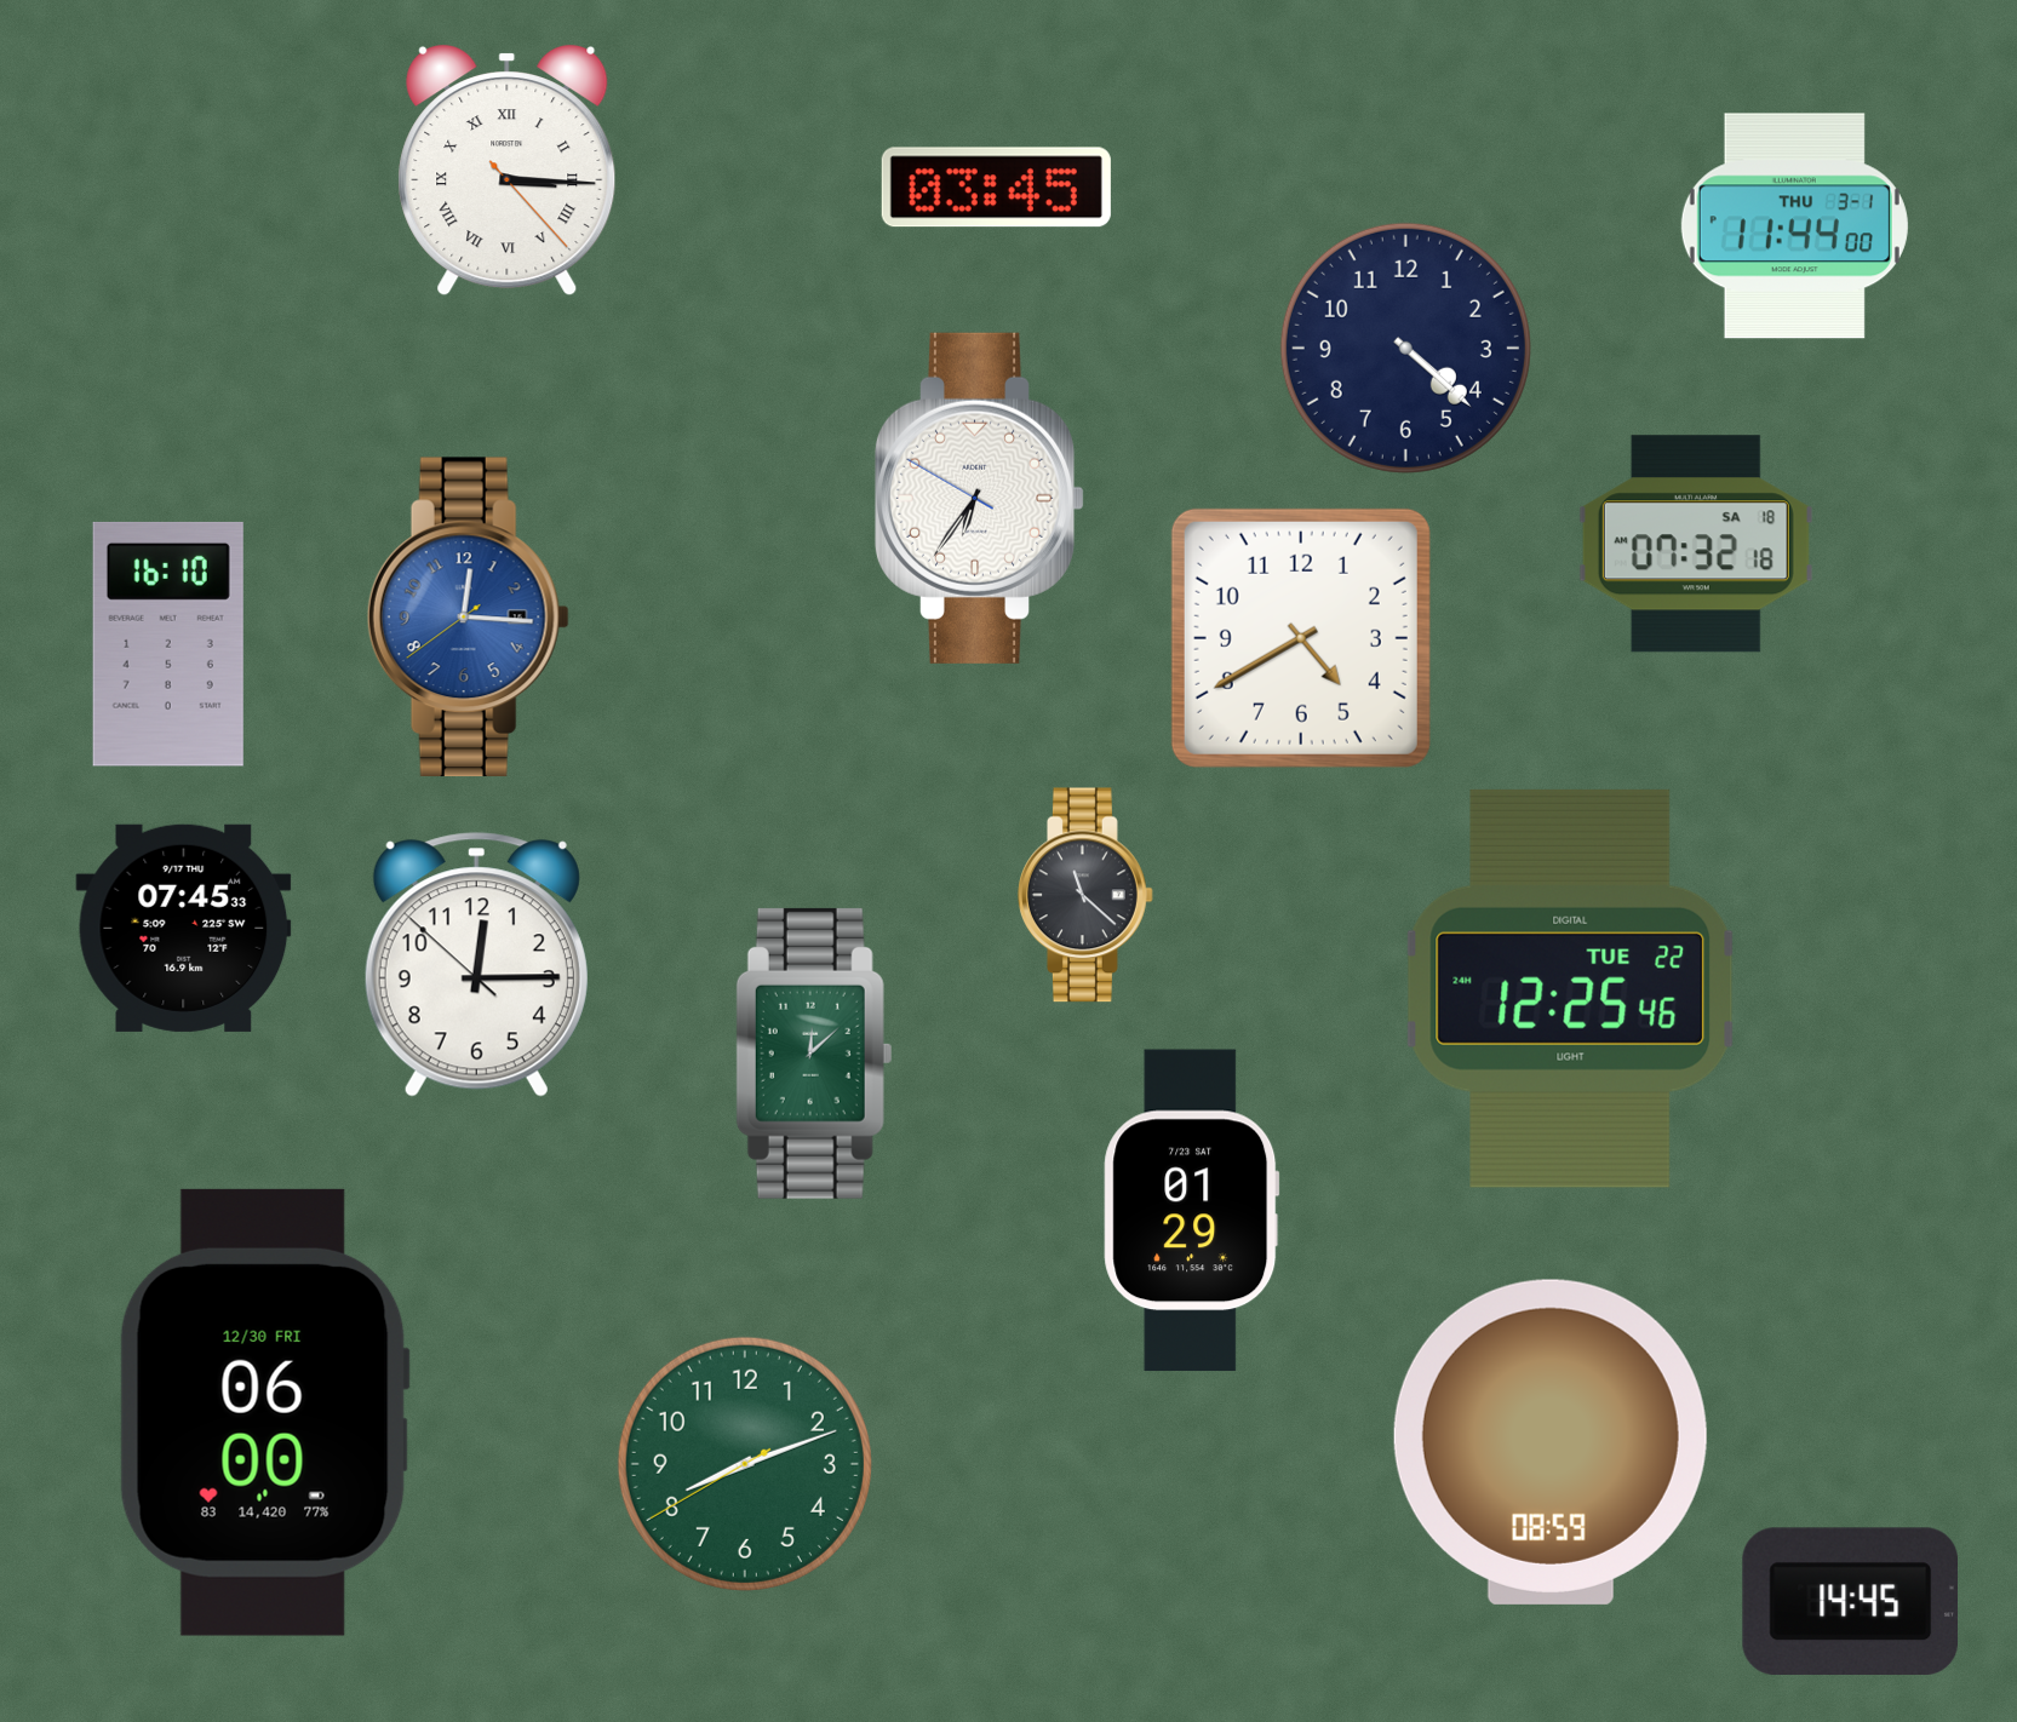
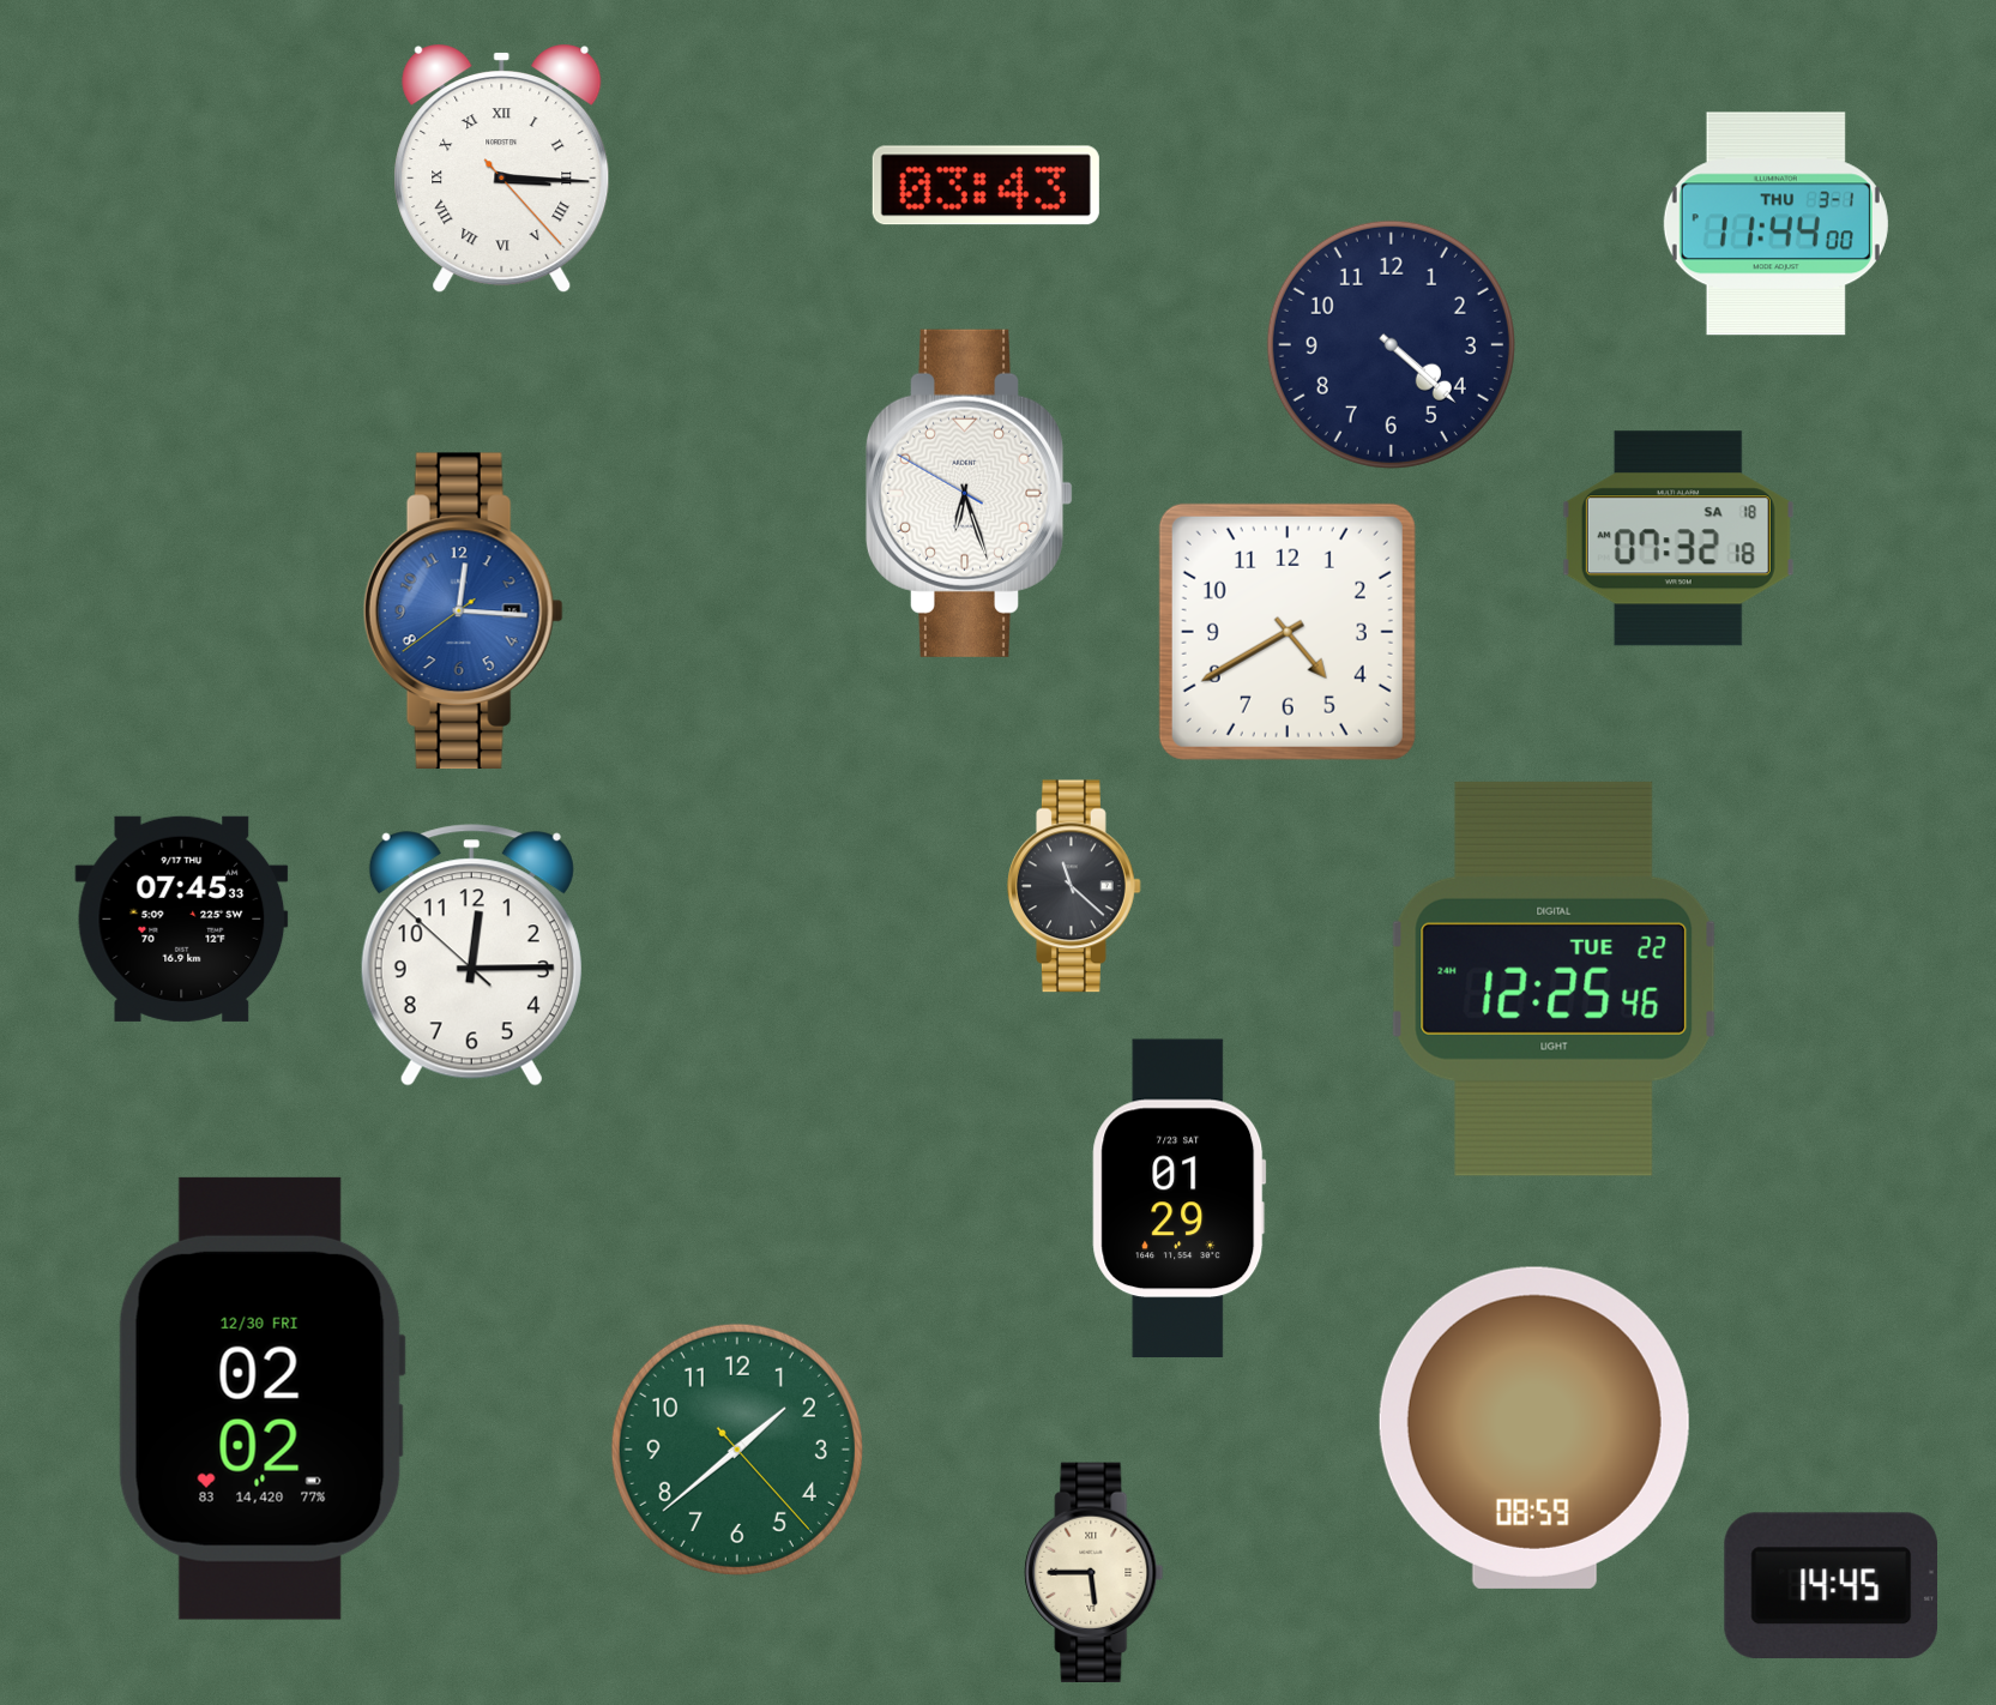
clock at (996, 188): 03:45 -> 03:43
clock at (980, 498): 6:35 -> 6:26
clock at (168, 644): 16:10 -> none
clock at (814, 1054): 12:08 -> none
clock at (264, 1412): 06:00 -> 02:02
clock at (745, 1464): 8:11 -> 1:38
clock at (1095, 1572): none -> 5:45
